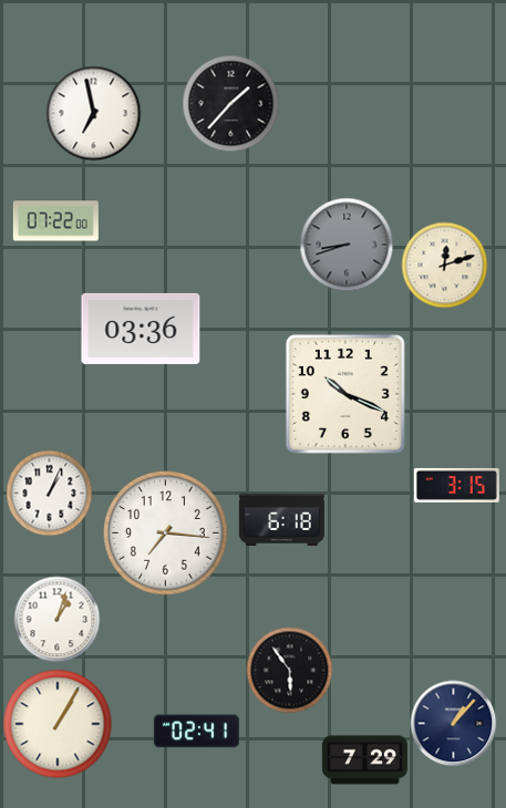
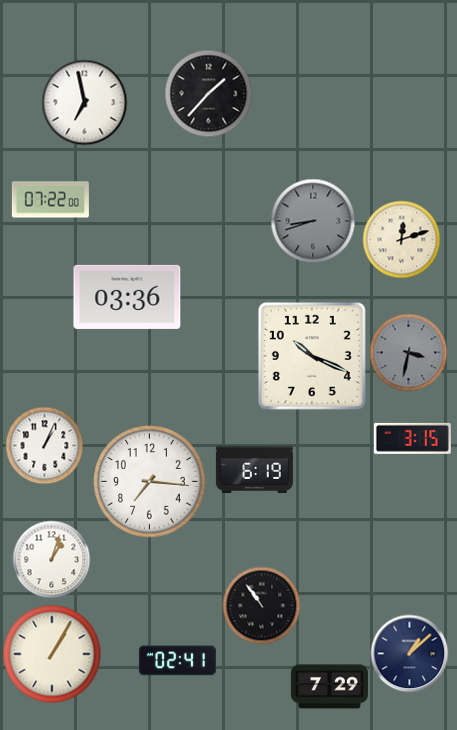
clock at (408, 352): none -> 3:32
clock at (281, 519): 6:18 -> 6:19
clock at (289, 670): 5:54 -> 10:54
clock at (453, 723): 1:07 -> 1:08
